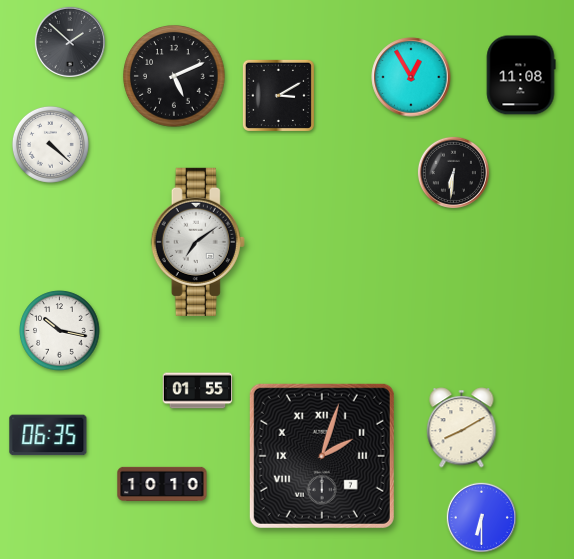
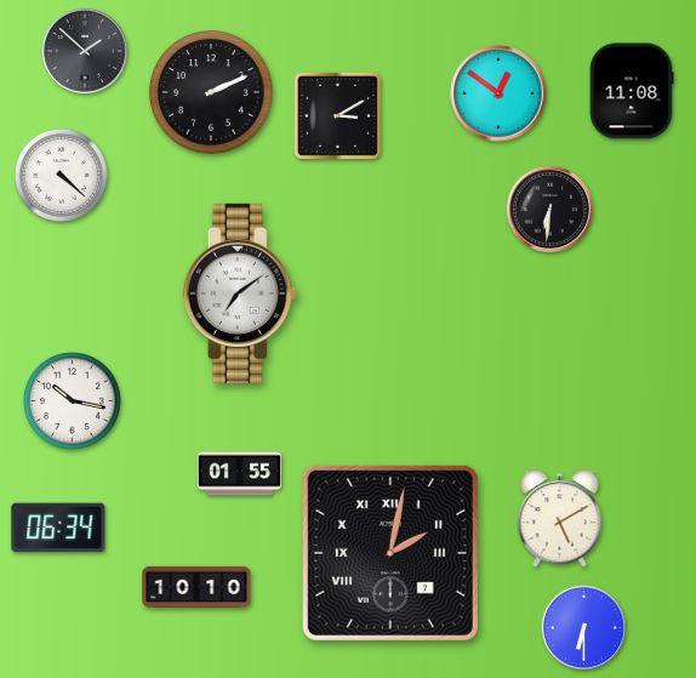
clock at (174, 76): 5:11 -> 2:11
clock at (411, 77): 12:55 -> 12:51
clock at (462, 428): 8:10 -> 5:10
clock at (48, 435): 06:35 -> 06:34
clock at (322, 456): 2:03 -> 2:02
